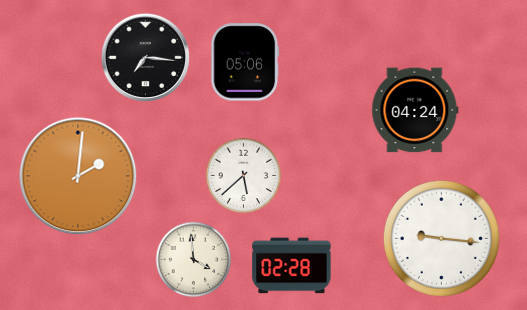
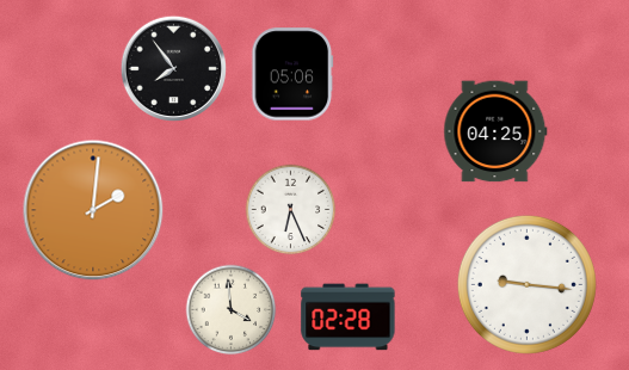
clock at (145, 57): 7:16 -> 7:54
clock at (415, 110): 04:24 -> 04:25
clock at (244, 176): 5:38 -> 6:26
